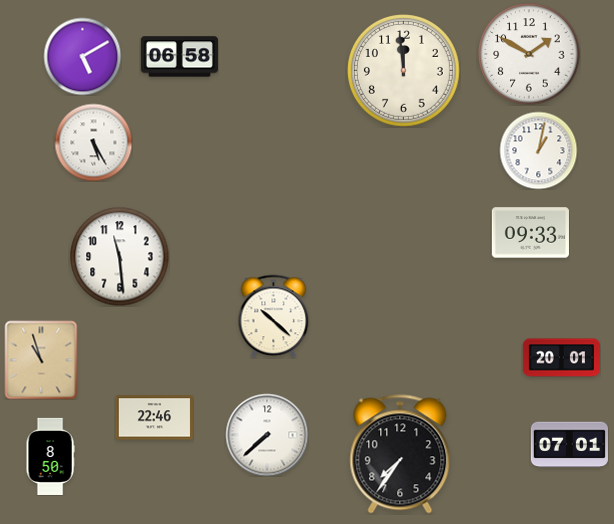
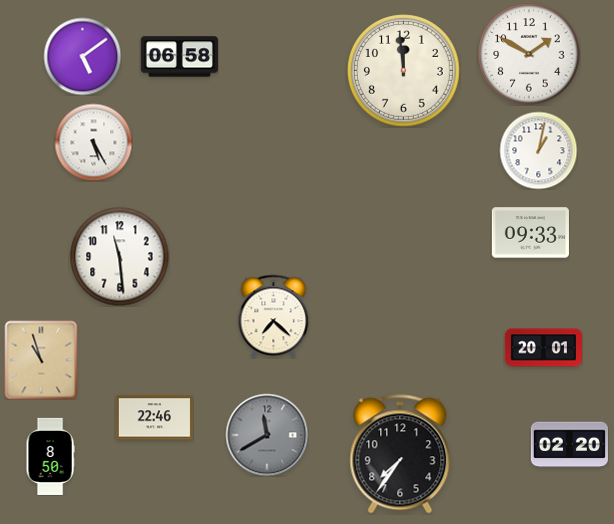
clock at (82, 56): 5:10 -> 5:09
clock at (274, 316): 10:22 -> 7:22
clock at (561, 358) position: (561, 358) -> (543, 348)
clock at (267, 435): 7:38 -> 11:40
clock at (267, 435) dial: white -> grey
clock at (569, 445): 07:01 -> 02:20
